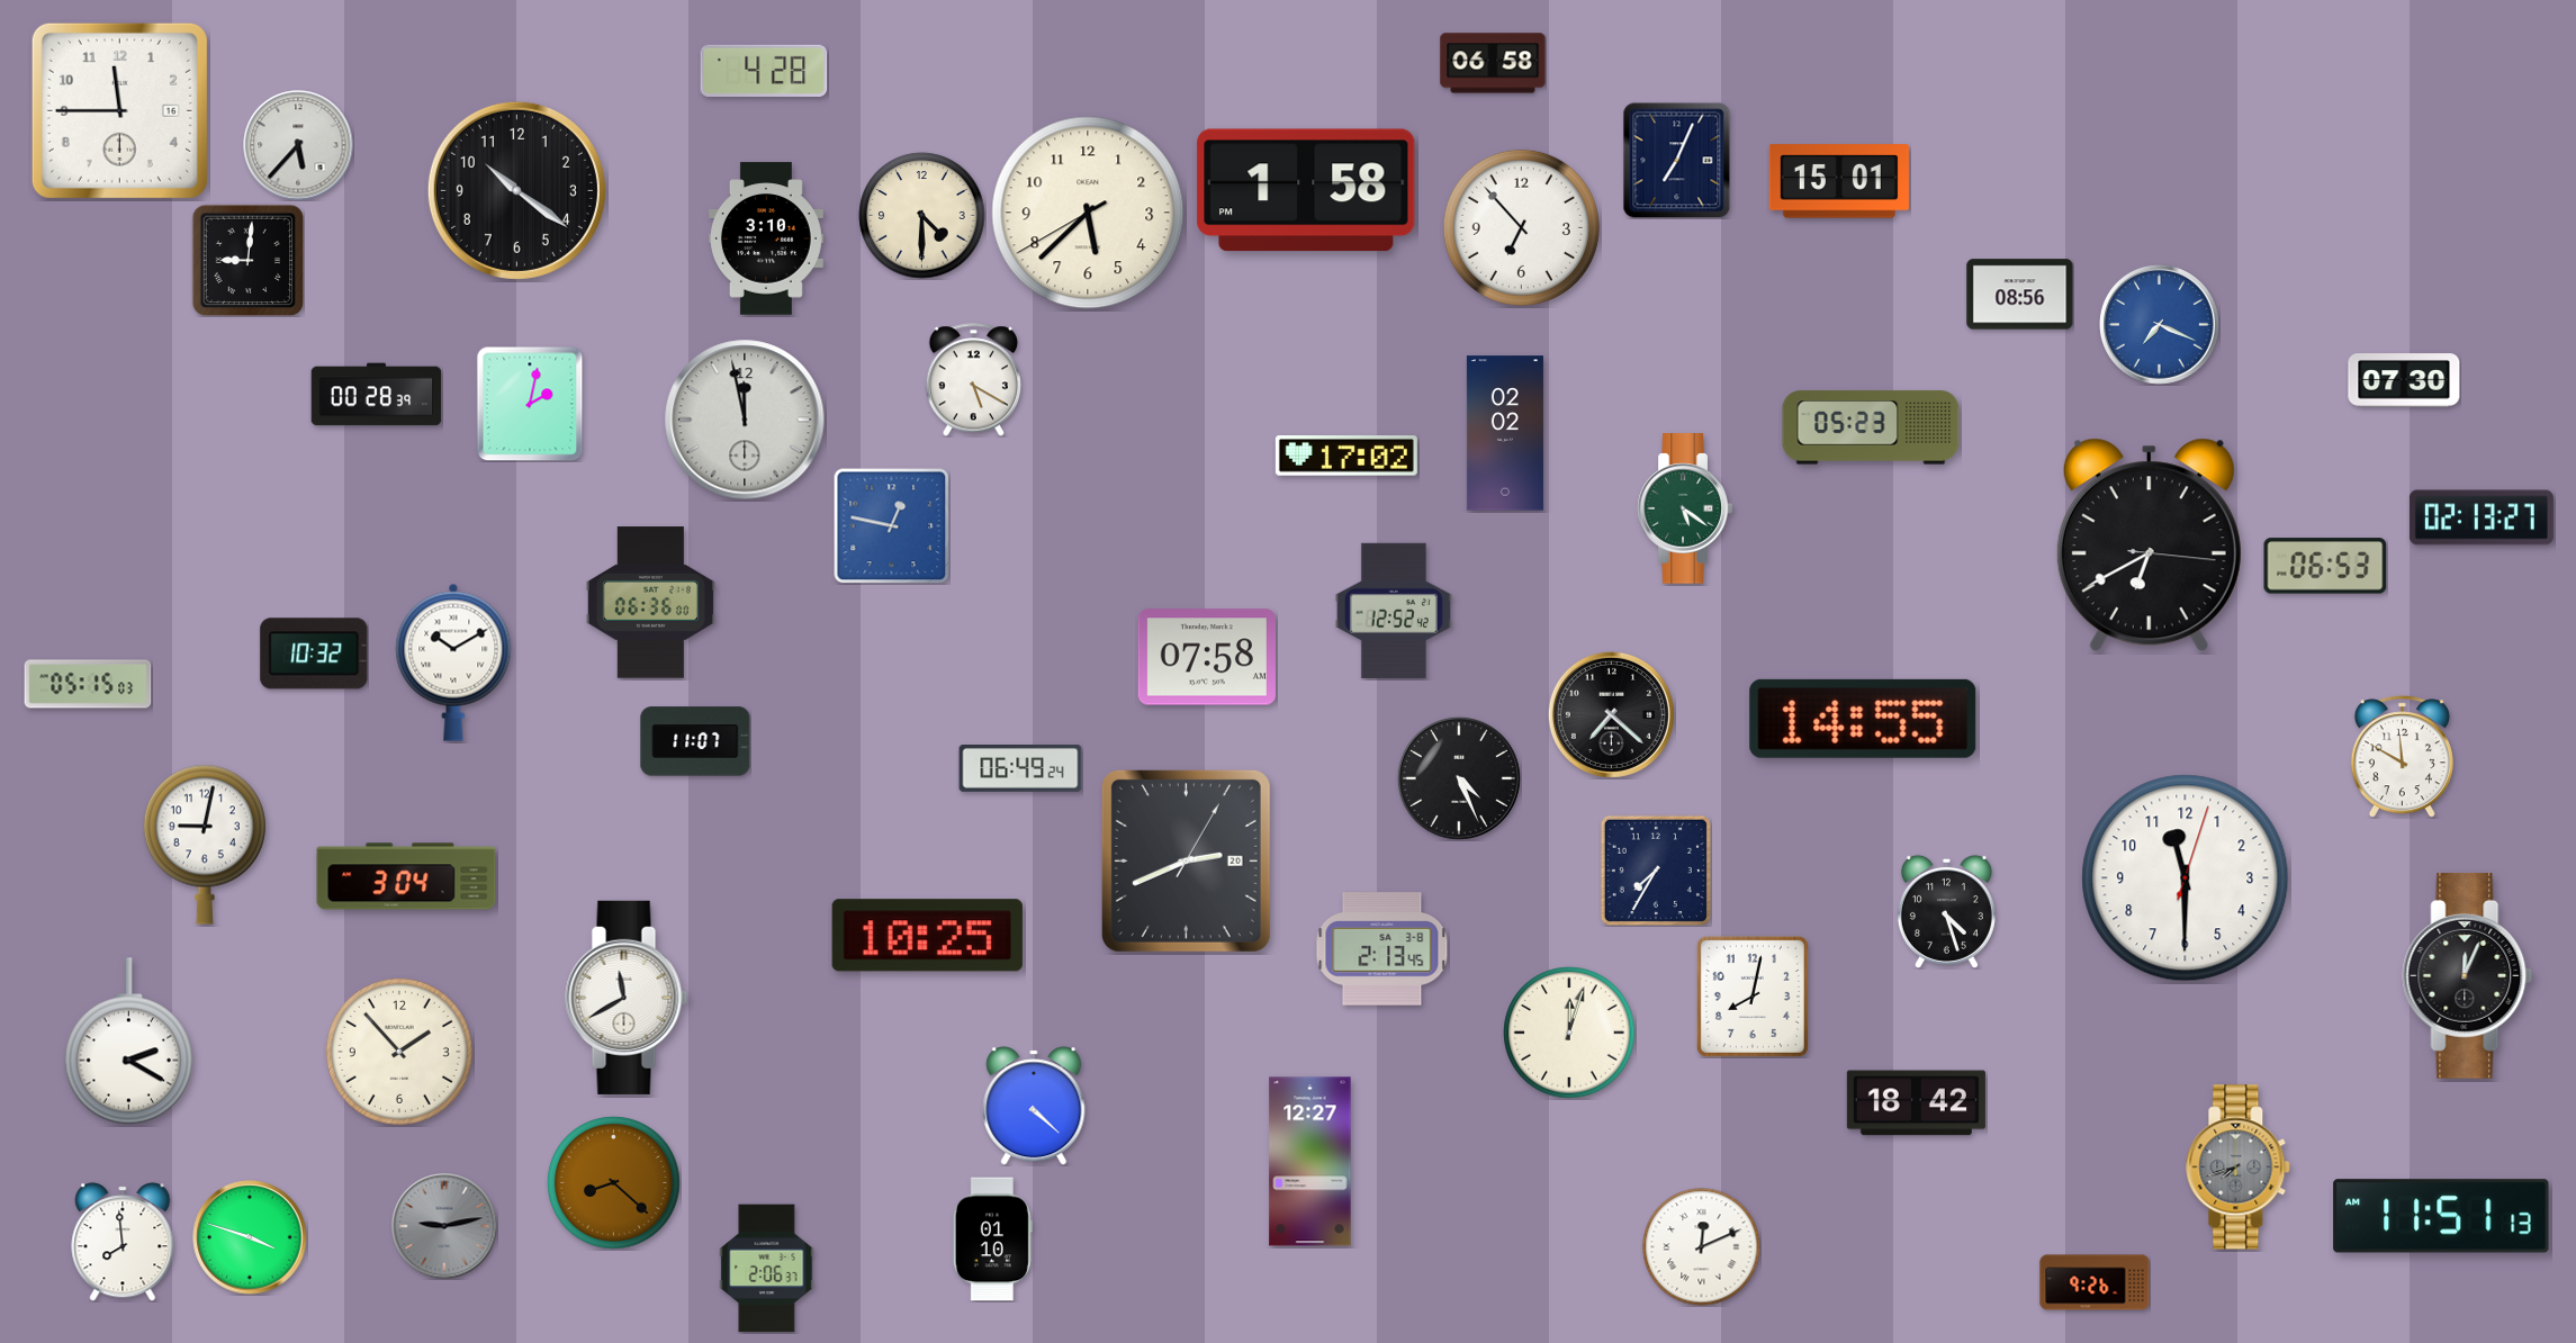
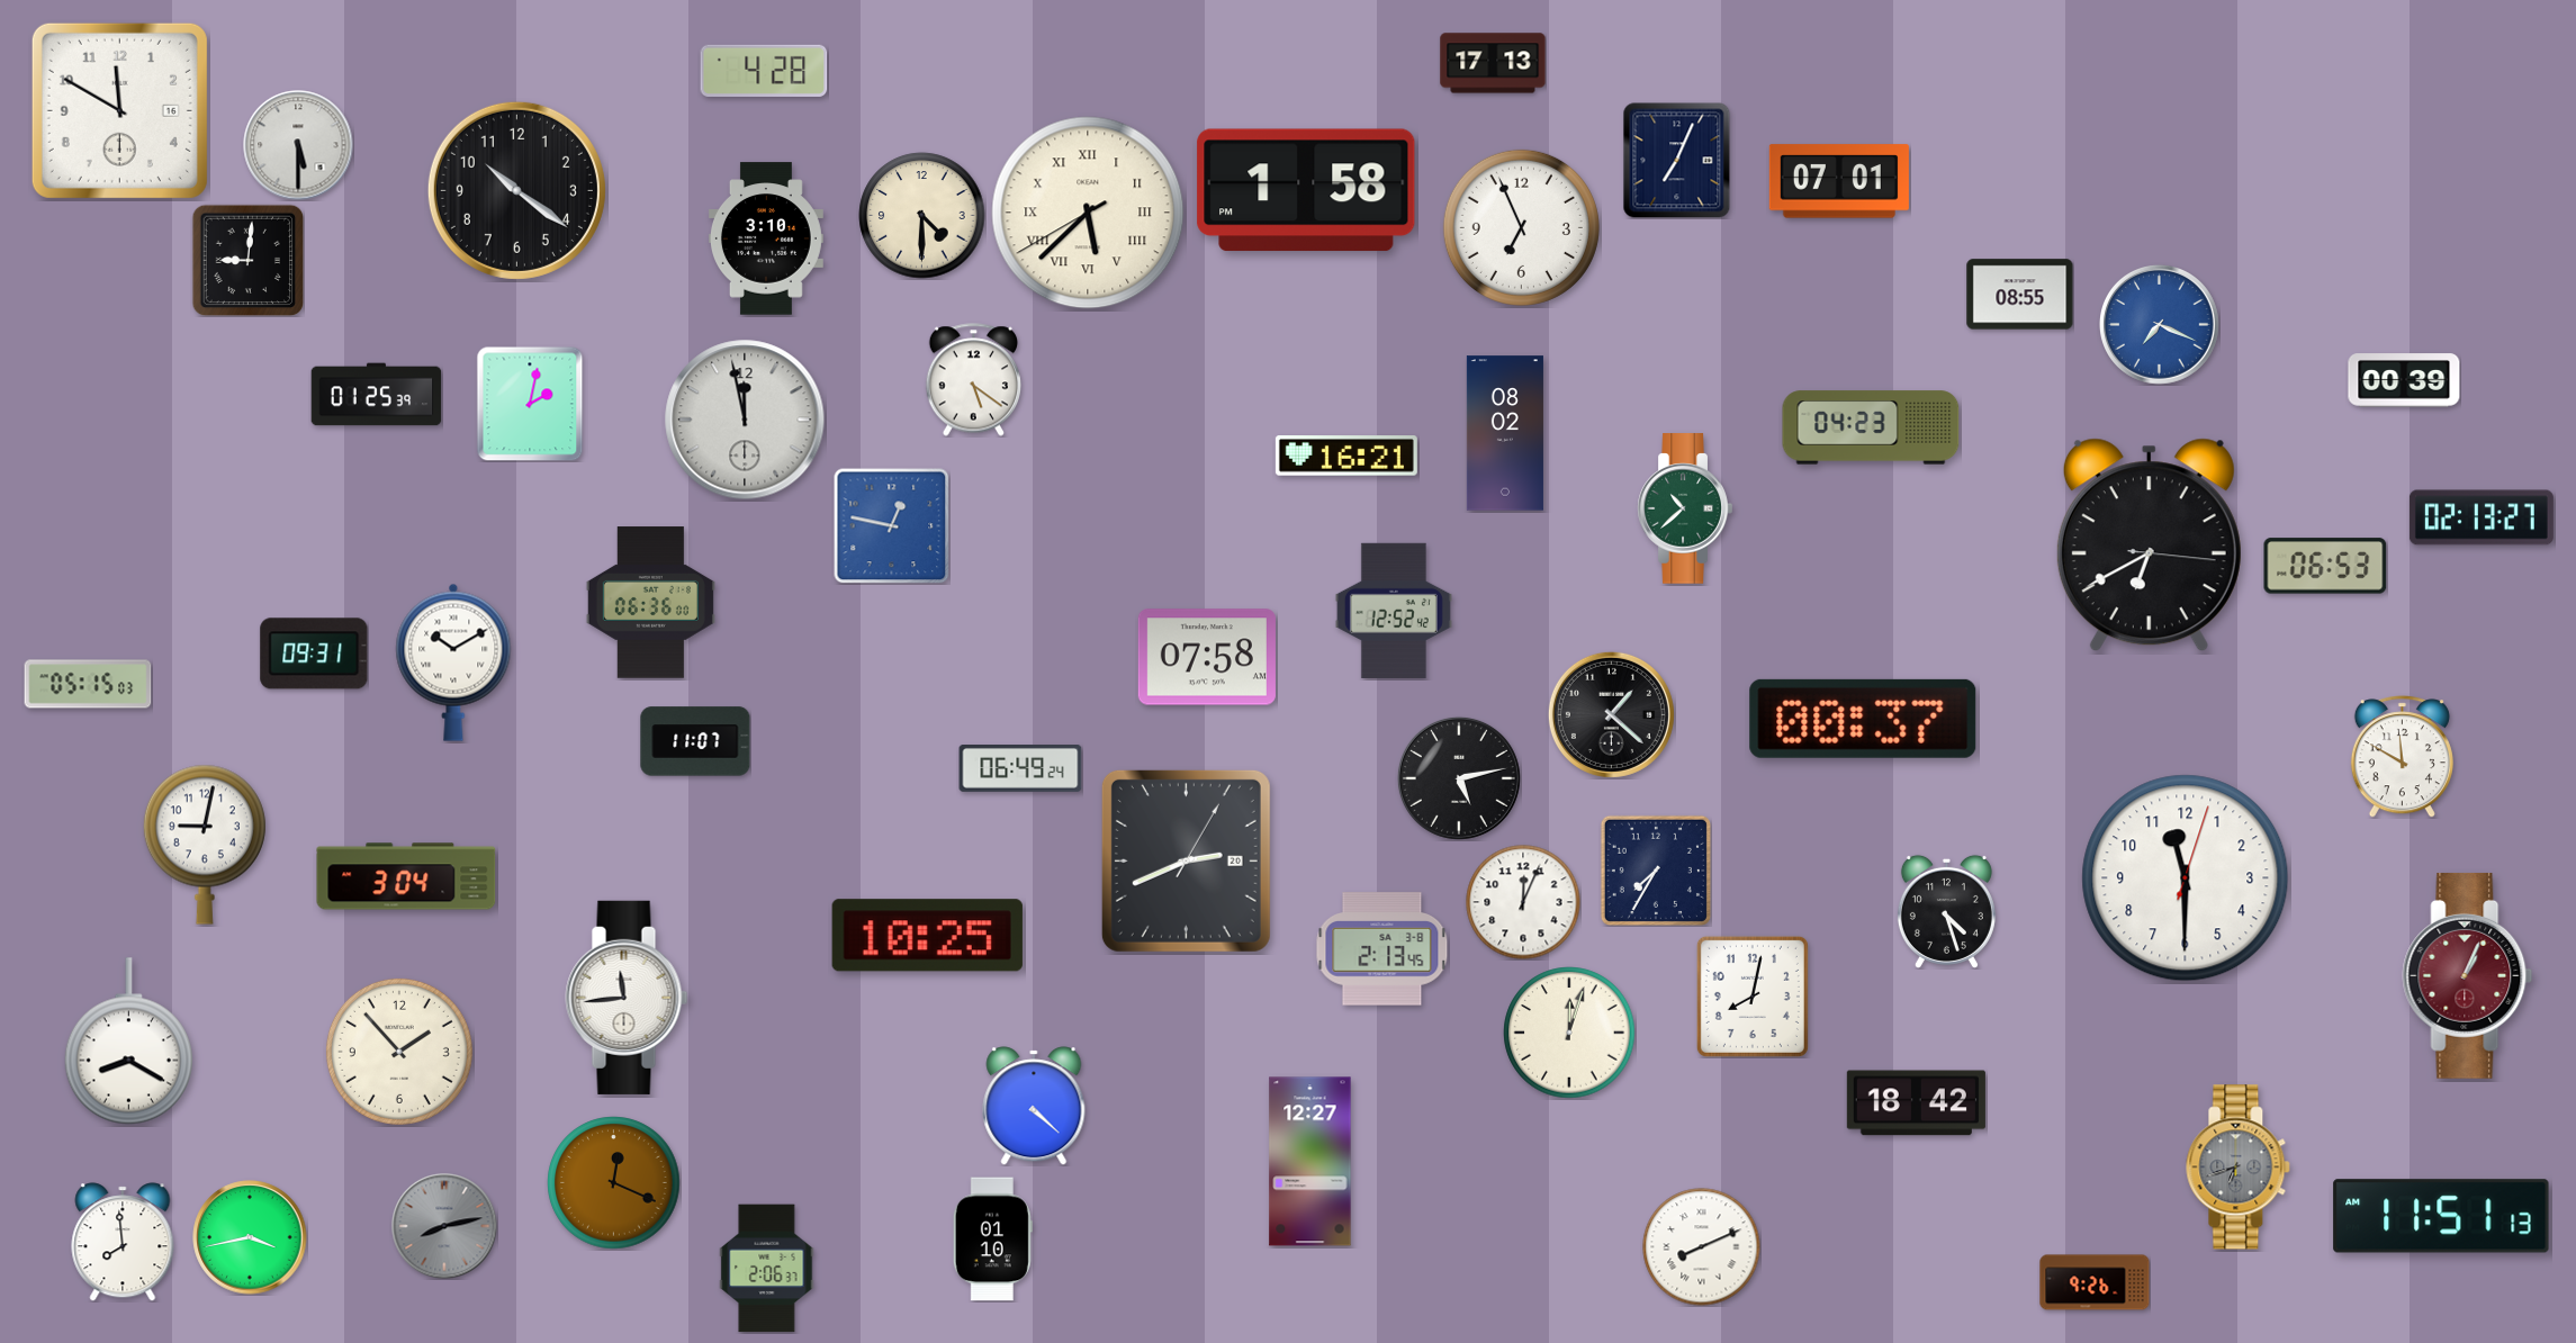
clock at (1493, 63): 06:58 -> 17:13
clock at (119, 110): 11:45 -> 11:50
clock at (298, 145): 5:37 -> 5:30
clock at (1839, 181): 15:01 -> 07:01
clock at (1088, 213) numerals: Arabic -> Roman
clock at (1521, 227): 6:53 -> 6:56
clock at (2020, 295): 08:56 -> 08:55
clock at (973, 380): 5:20 -> 5:21
clock at (2404, 380): 07:30 -> 00:39
clock at (377, 395): 00:28 -> 01:25
clock at (1871, 427): 05:23 -> 04:23
clock at (1505, 433): 02:02 -> 08:02
clock at (1346, 456): 17:02 -> 16:21
clock at (1685, 508): 5:21 -> 10:38
clock at (314, 654): 10:32 -> 09:31
clock at (1611, 714): 7:22 -> 1:22
clock at (1863, 719): 14:55 -> 00:37
clock at (1459, 778): 4:26 -> 5:13
clock at (1523, 902): none -> 12:04
clock at (2468, 975): 12:04 -> 1:04
clock at (2468, 975) dial: black -> burgundy
clock at (627, 998): 11:40 -> 11:44
clock at (128, 1042): 2:20 -> 8:20
clock at (2239, 1168): 7:42 -> 6:42
clock at (614, 1183): 8:22 -> 12:19
clock at (444, 1226): 9:13 -> 8:13
clock at (250, 1237): 3:48 -> 3:43
clock at (1702, 1247): 12:11 -> 8:11
